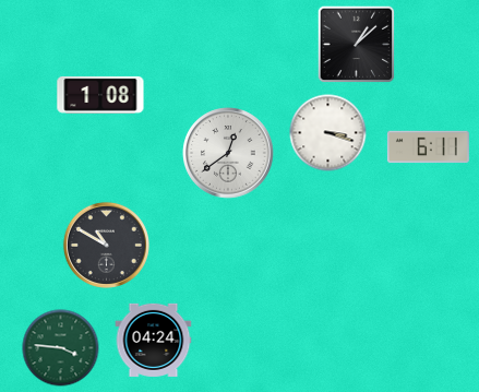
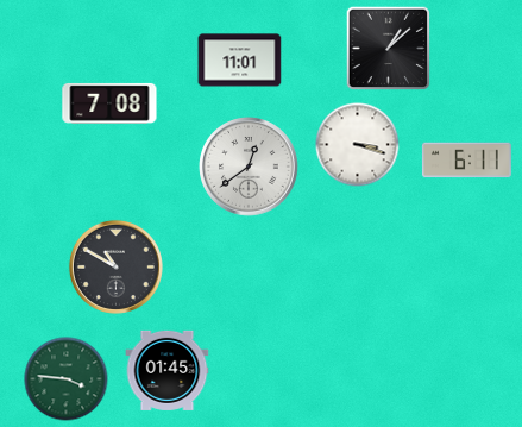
clock at (240, 61): none -> 11:01
clock at (100, 95): 1:08 -> 7:08
clock at (154, 340): 04:24 -> 01:45
